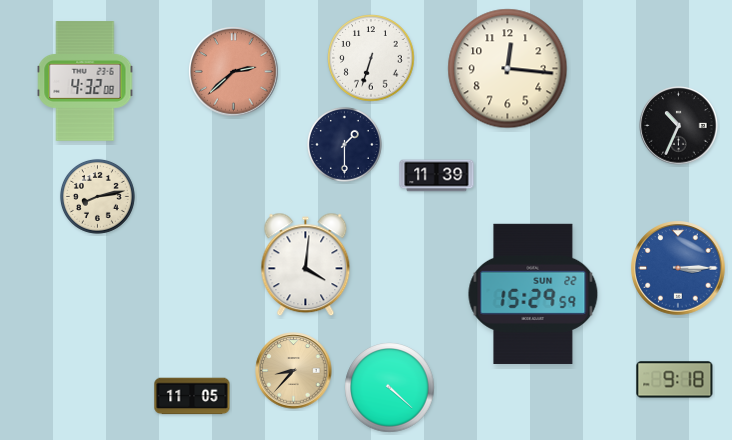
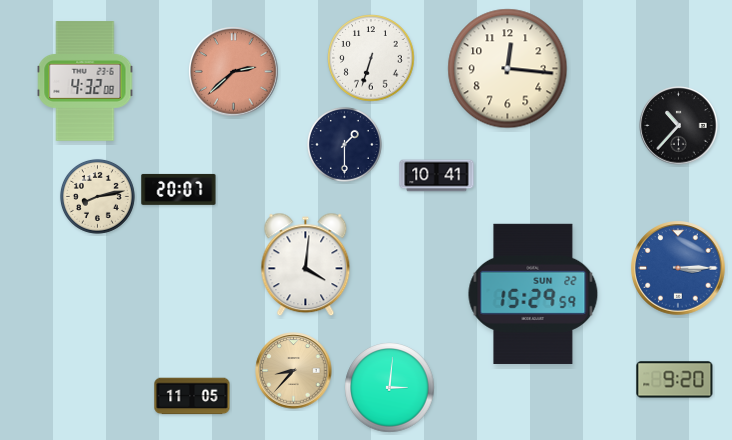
clock at (679, 126): 10:34 -> 10:37
clock at (437, 176): 11:39 -> 10:41
clock at (179, 189): none -> 20:07
clock at (675, 380): 9:18 -> 9:20
clock at (390, 388): 4:22 -> 3:01
